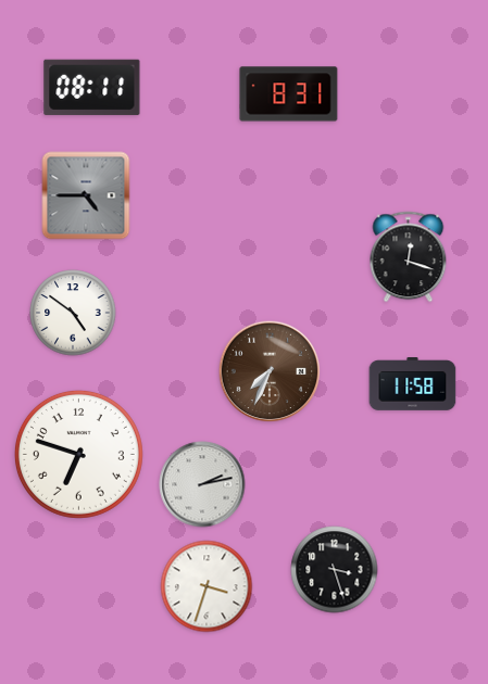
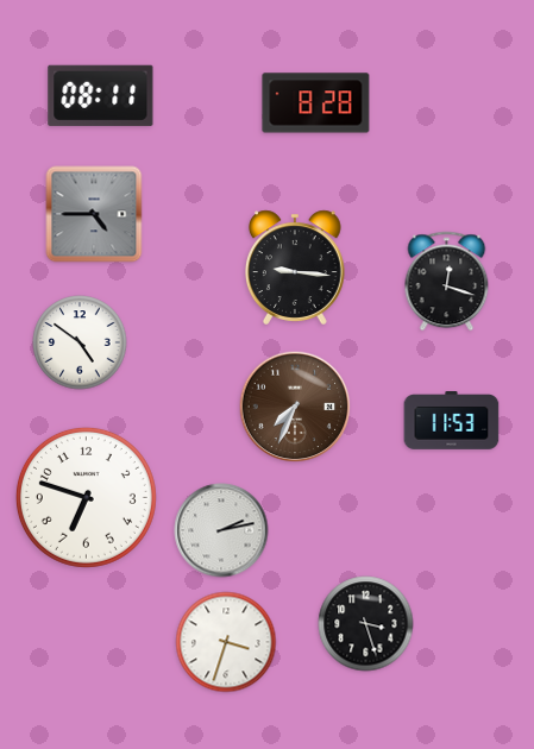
clock at (289, 94): 8:31 -> 8:28
clock at (296, 267): none -> 9:16
clock at (413, 384): 11:58 -> 11:53
